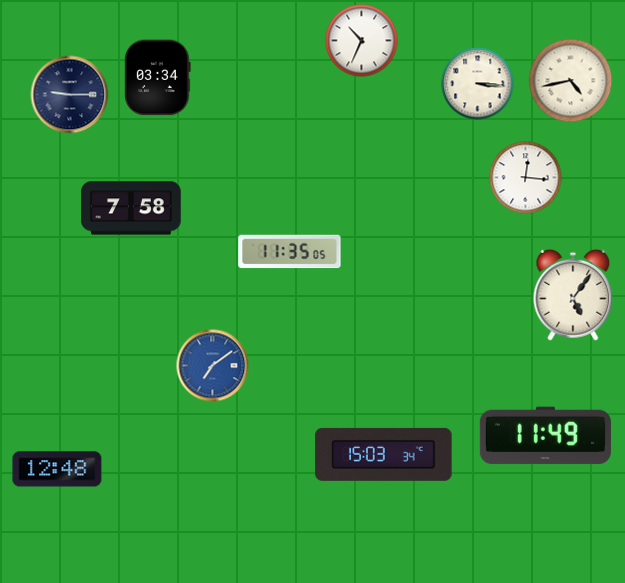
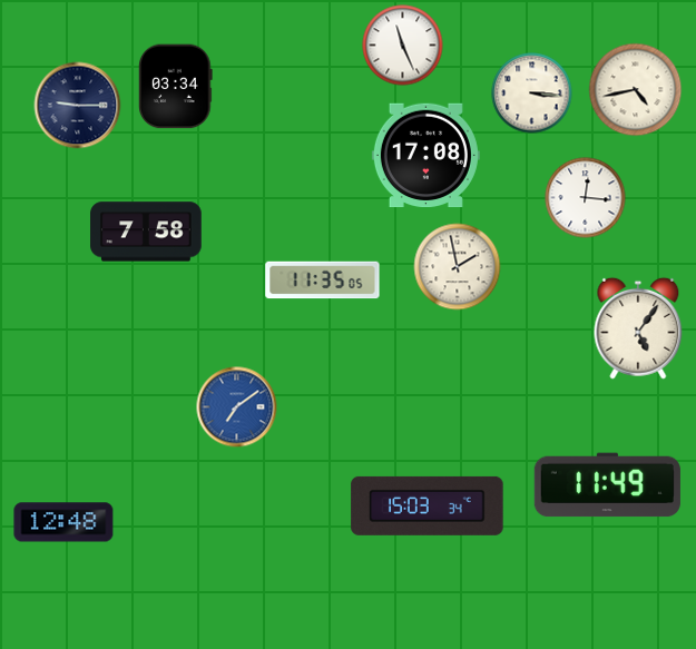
clock at (362, 41): 10:34 -> 11:26
clock at (425, 156): none -> 17:08
clock at (458, 267): none -> 1:58
